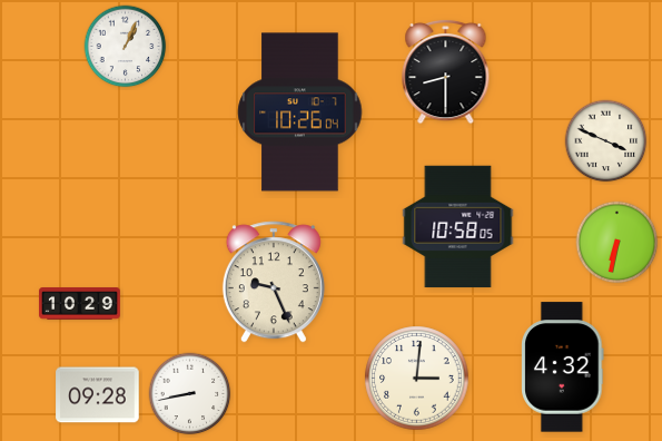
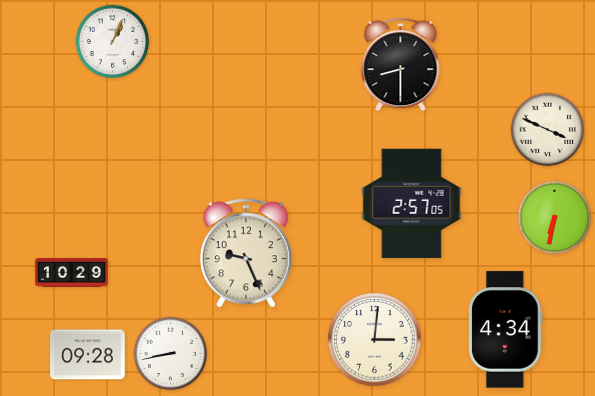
clock at (300, 112): 10:26 -> none
clock at (606, 141) position: (606, 141) -> (548, 130)
clock at (458, 227): 10:58 -> 2:57
clock at (563, 367): 4:32 -> 4:34
